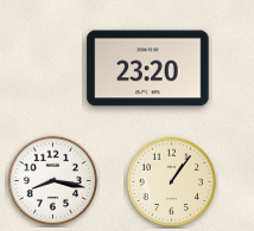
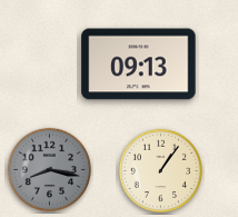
clock at (148, 69): 23:20 -> 09:13
clock at (53, 181) dial: white -> grey
